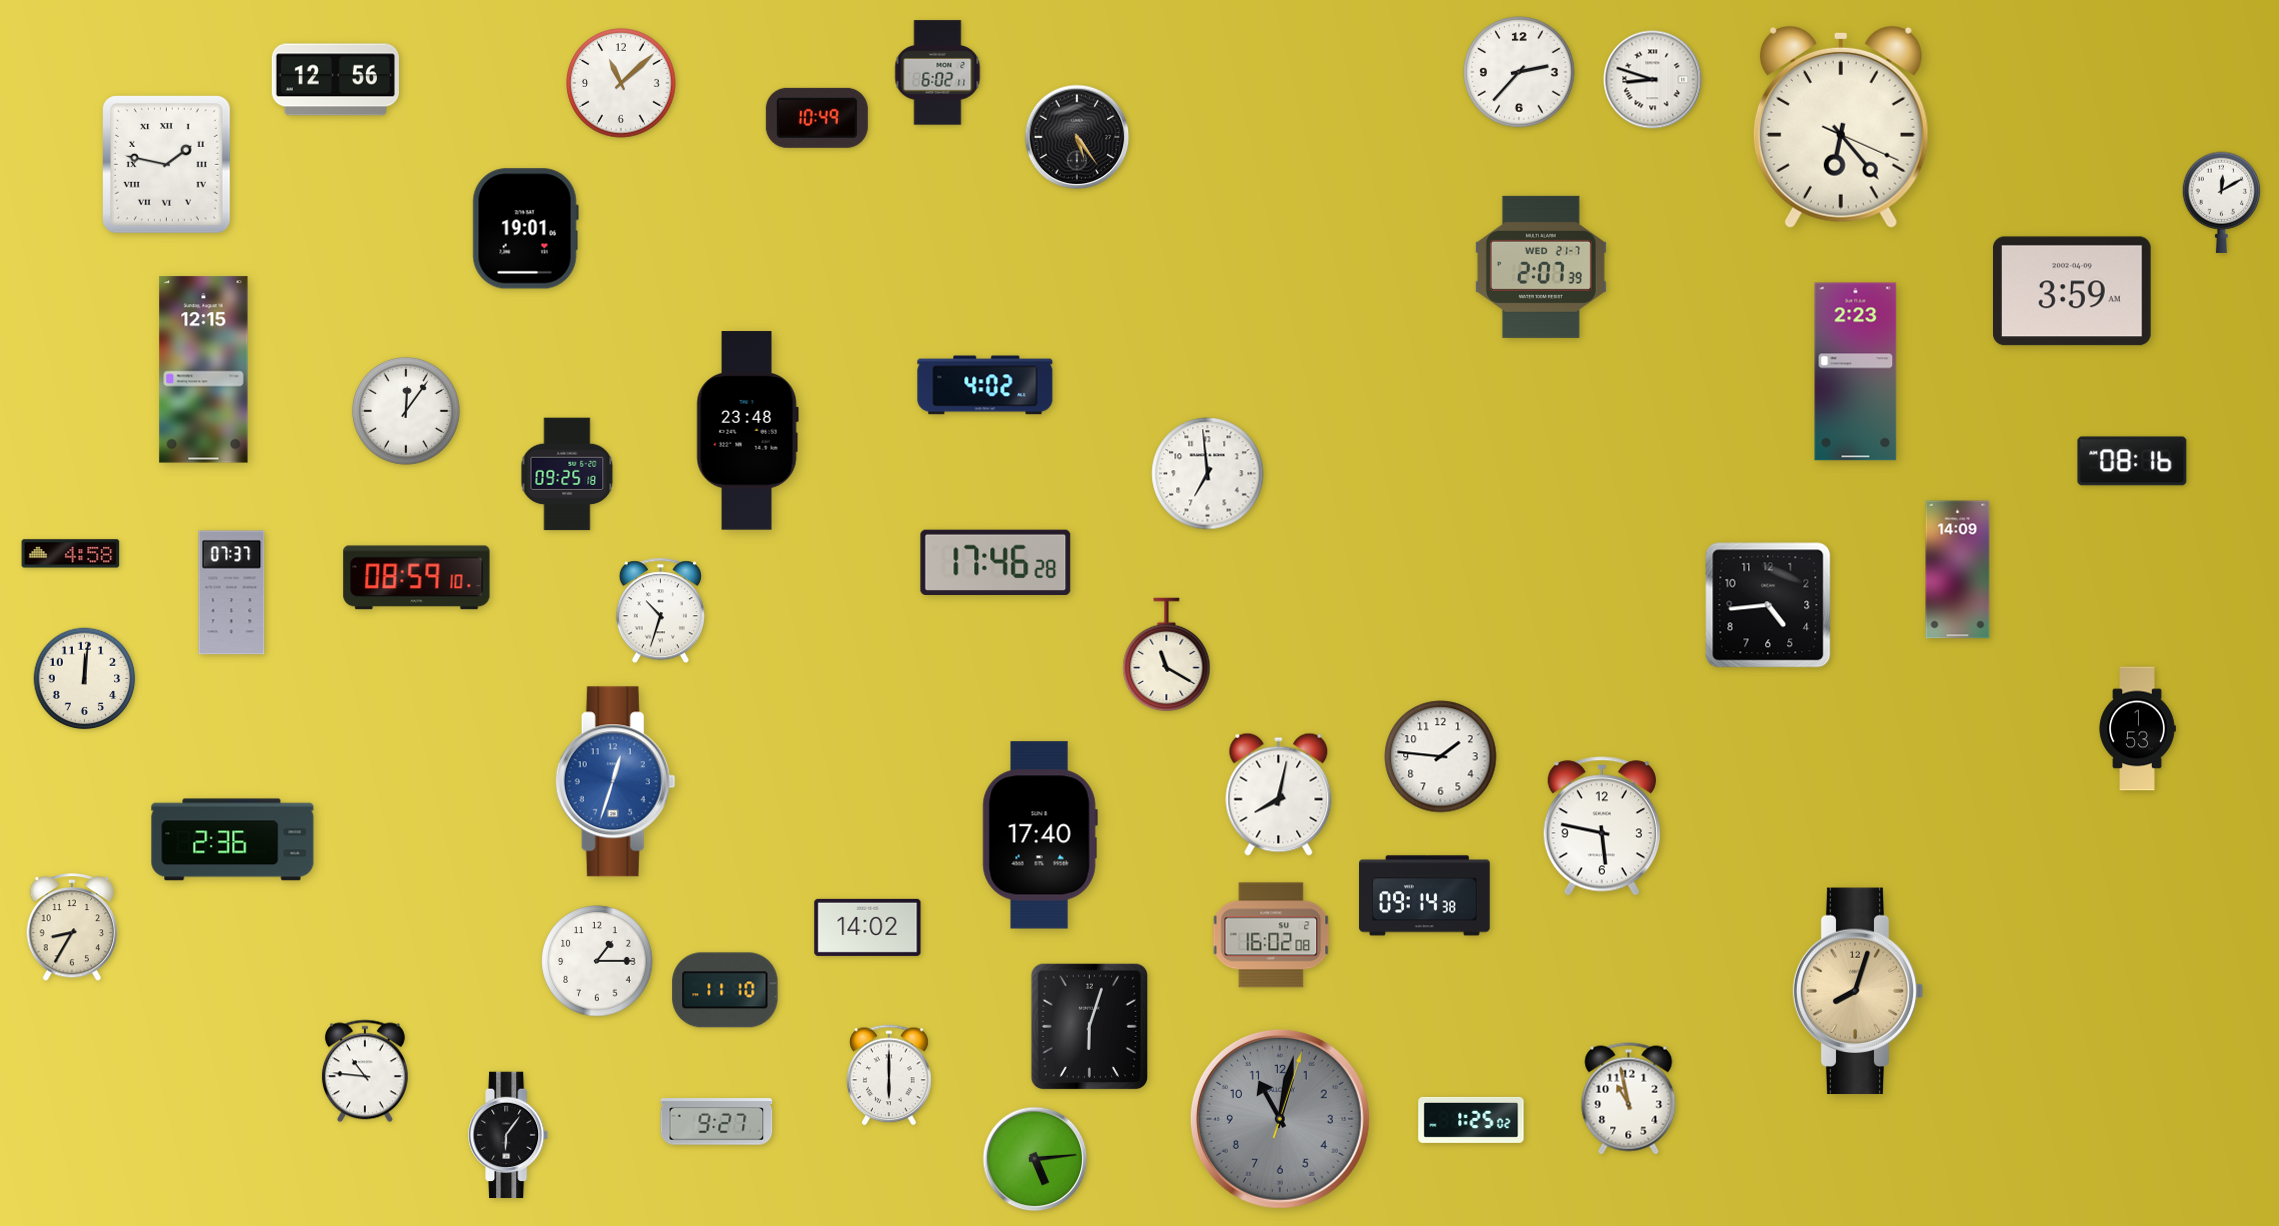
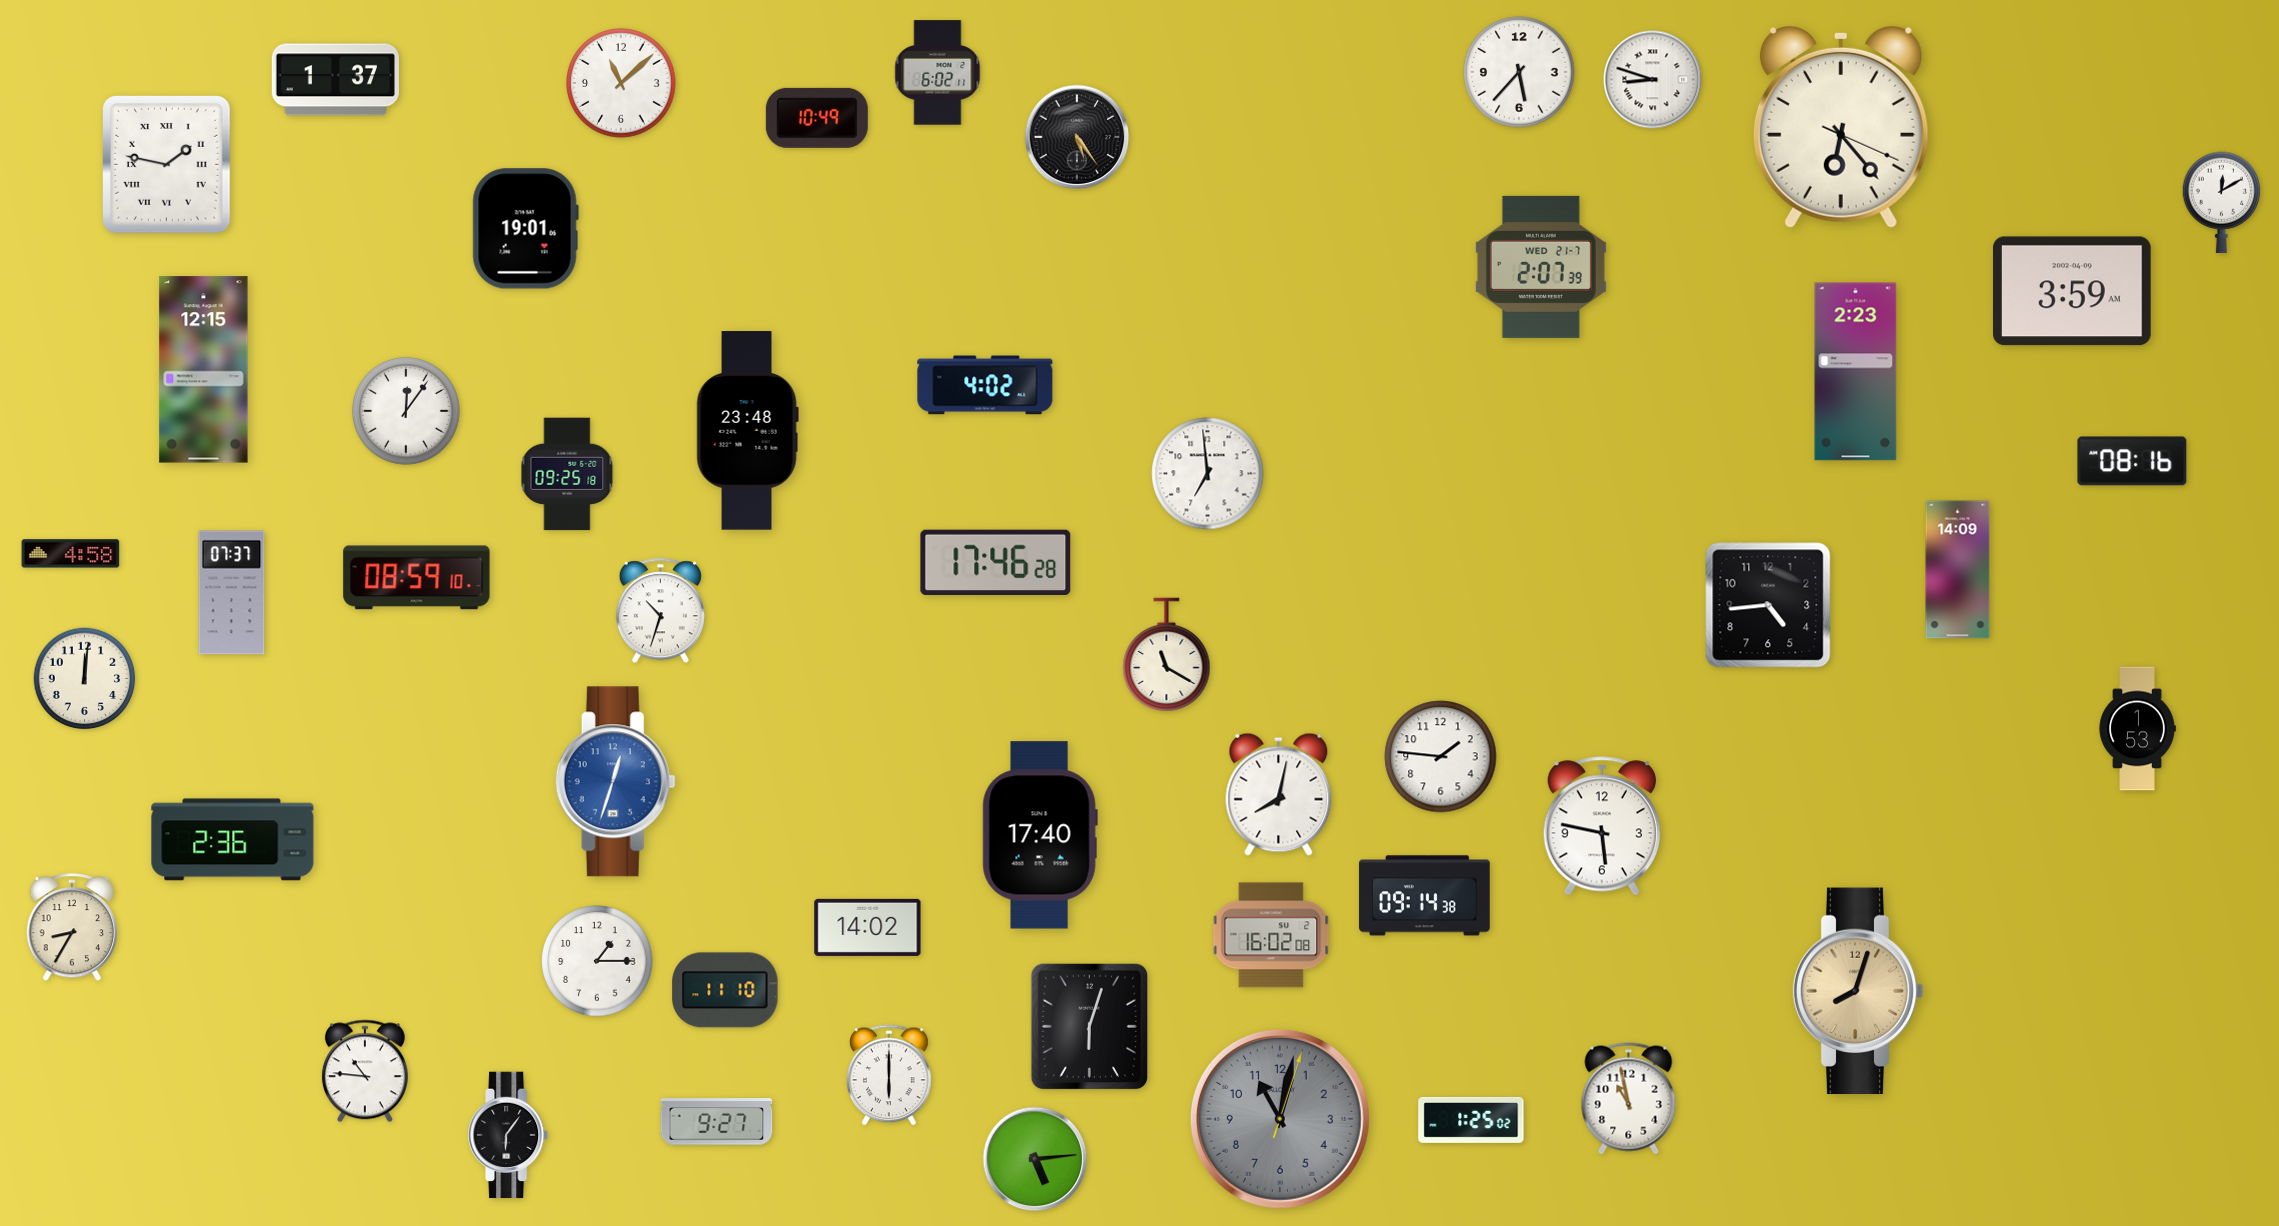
clock at (1519, 72): 2:37 -> 5:37
clock at (335, 80): 12:56 -> 1:37
